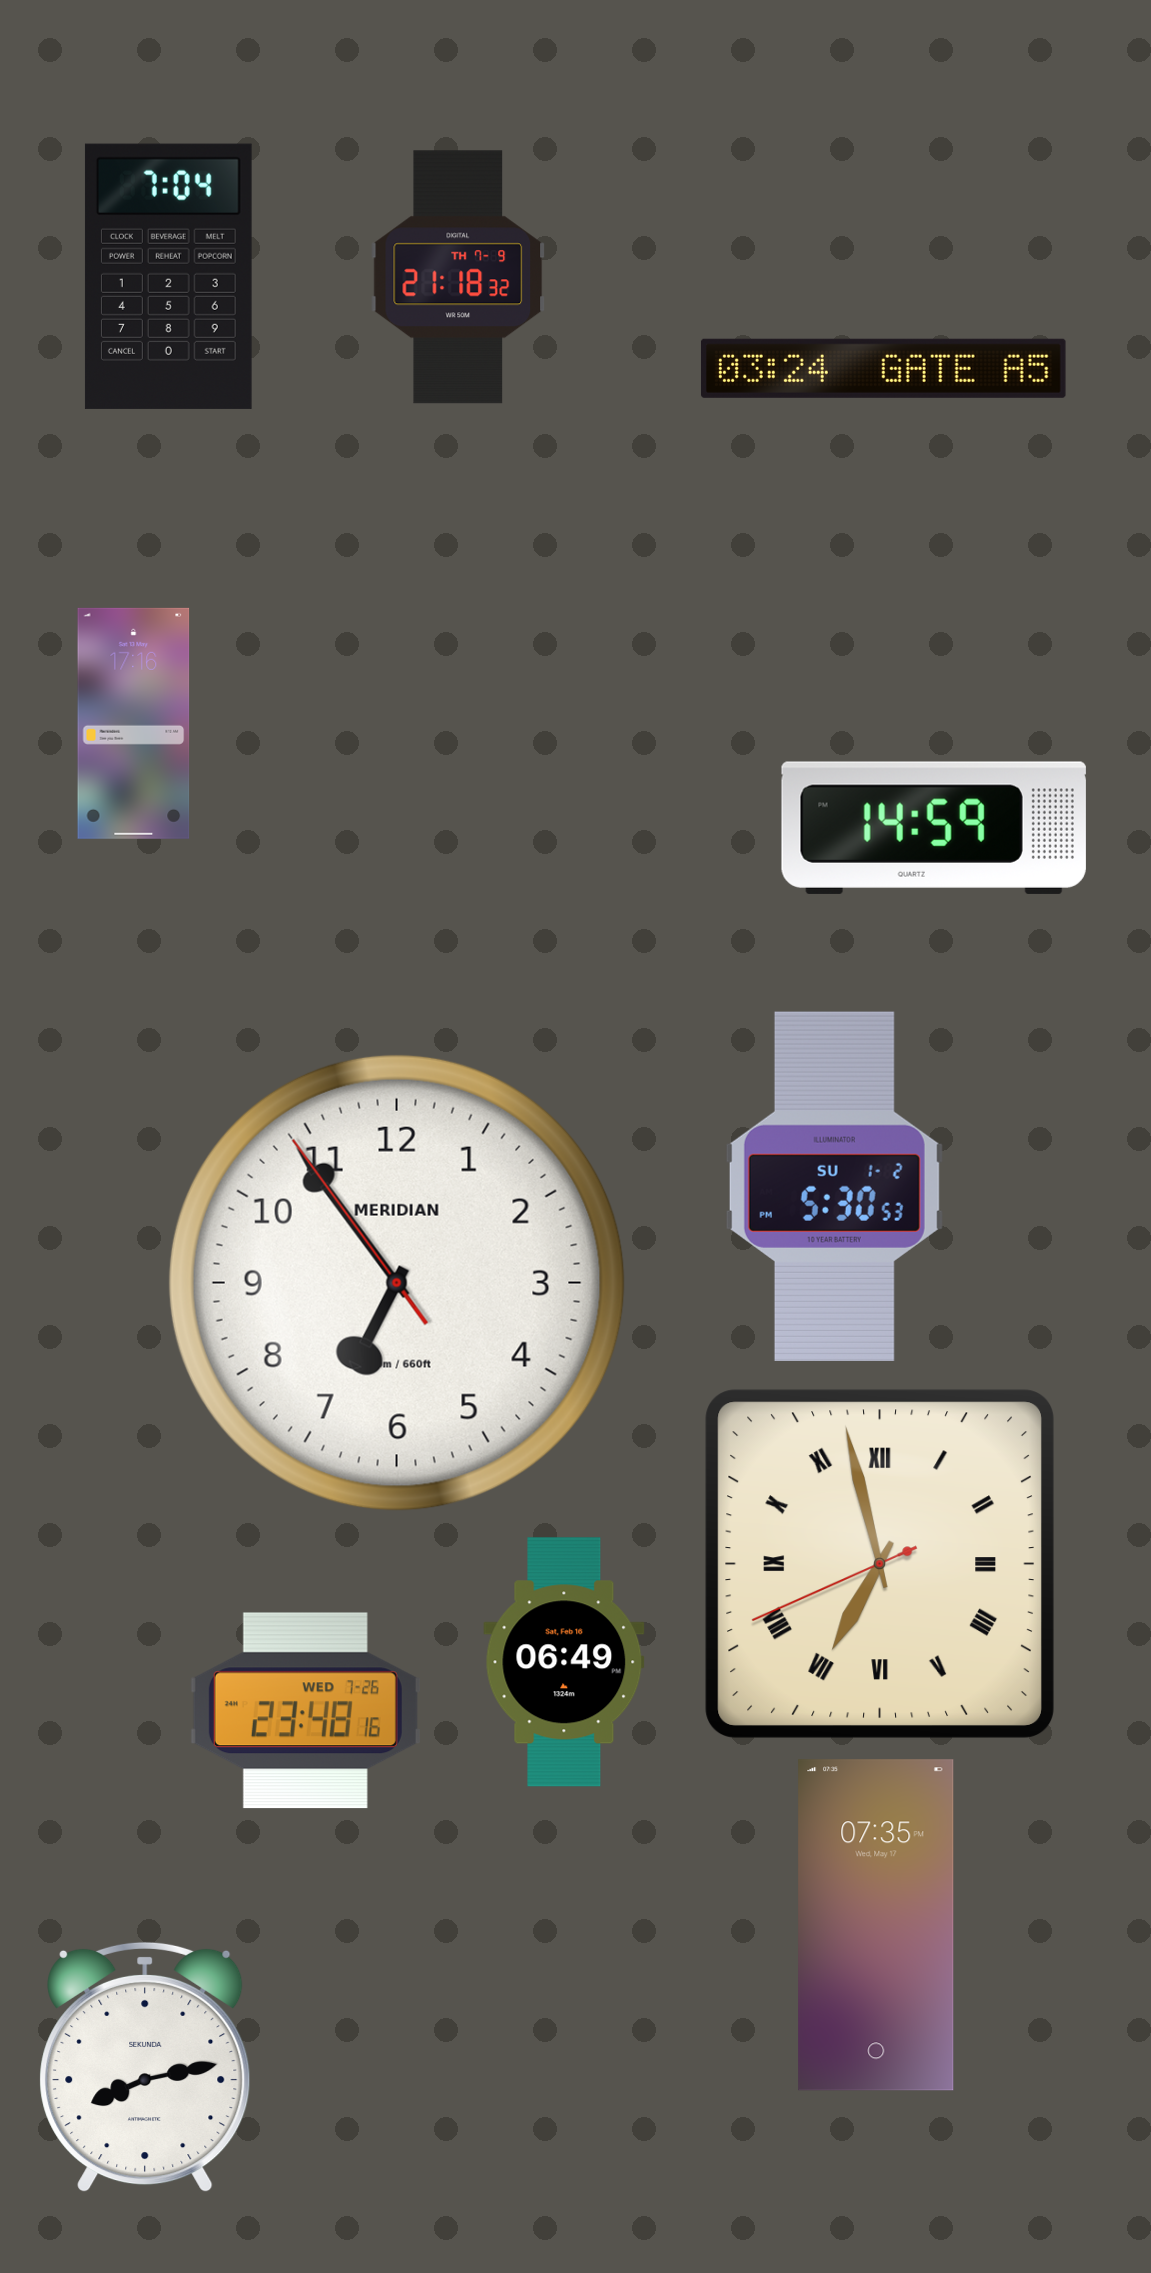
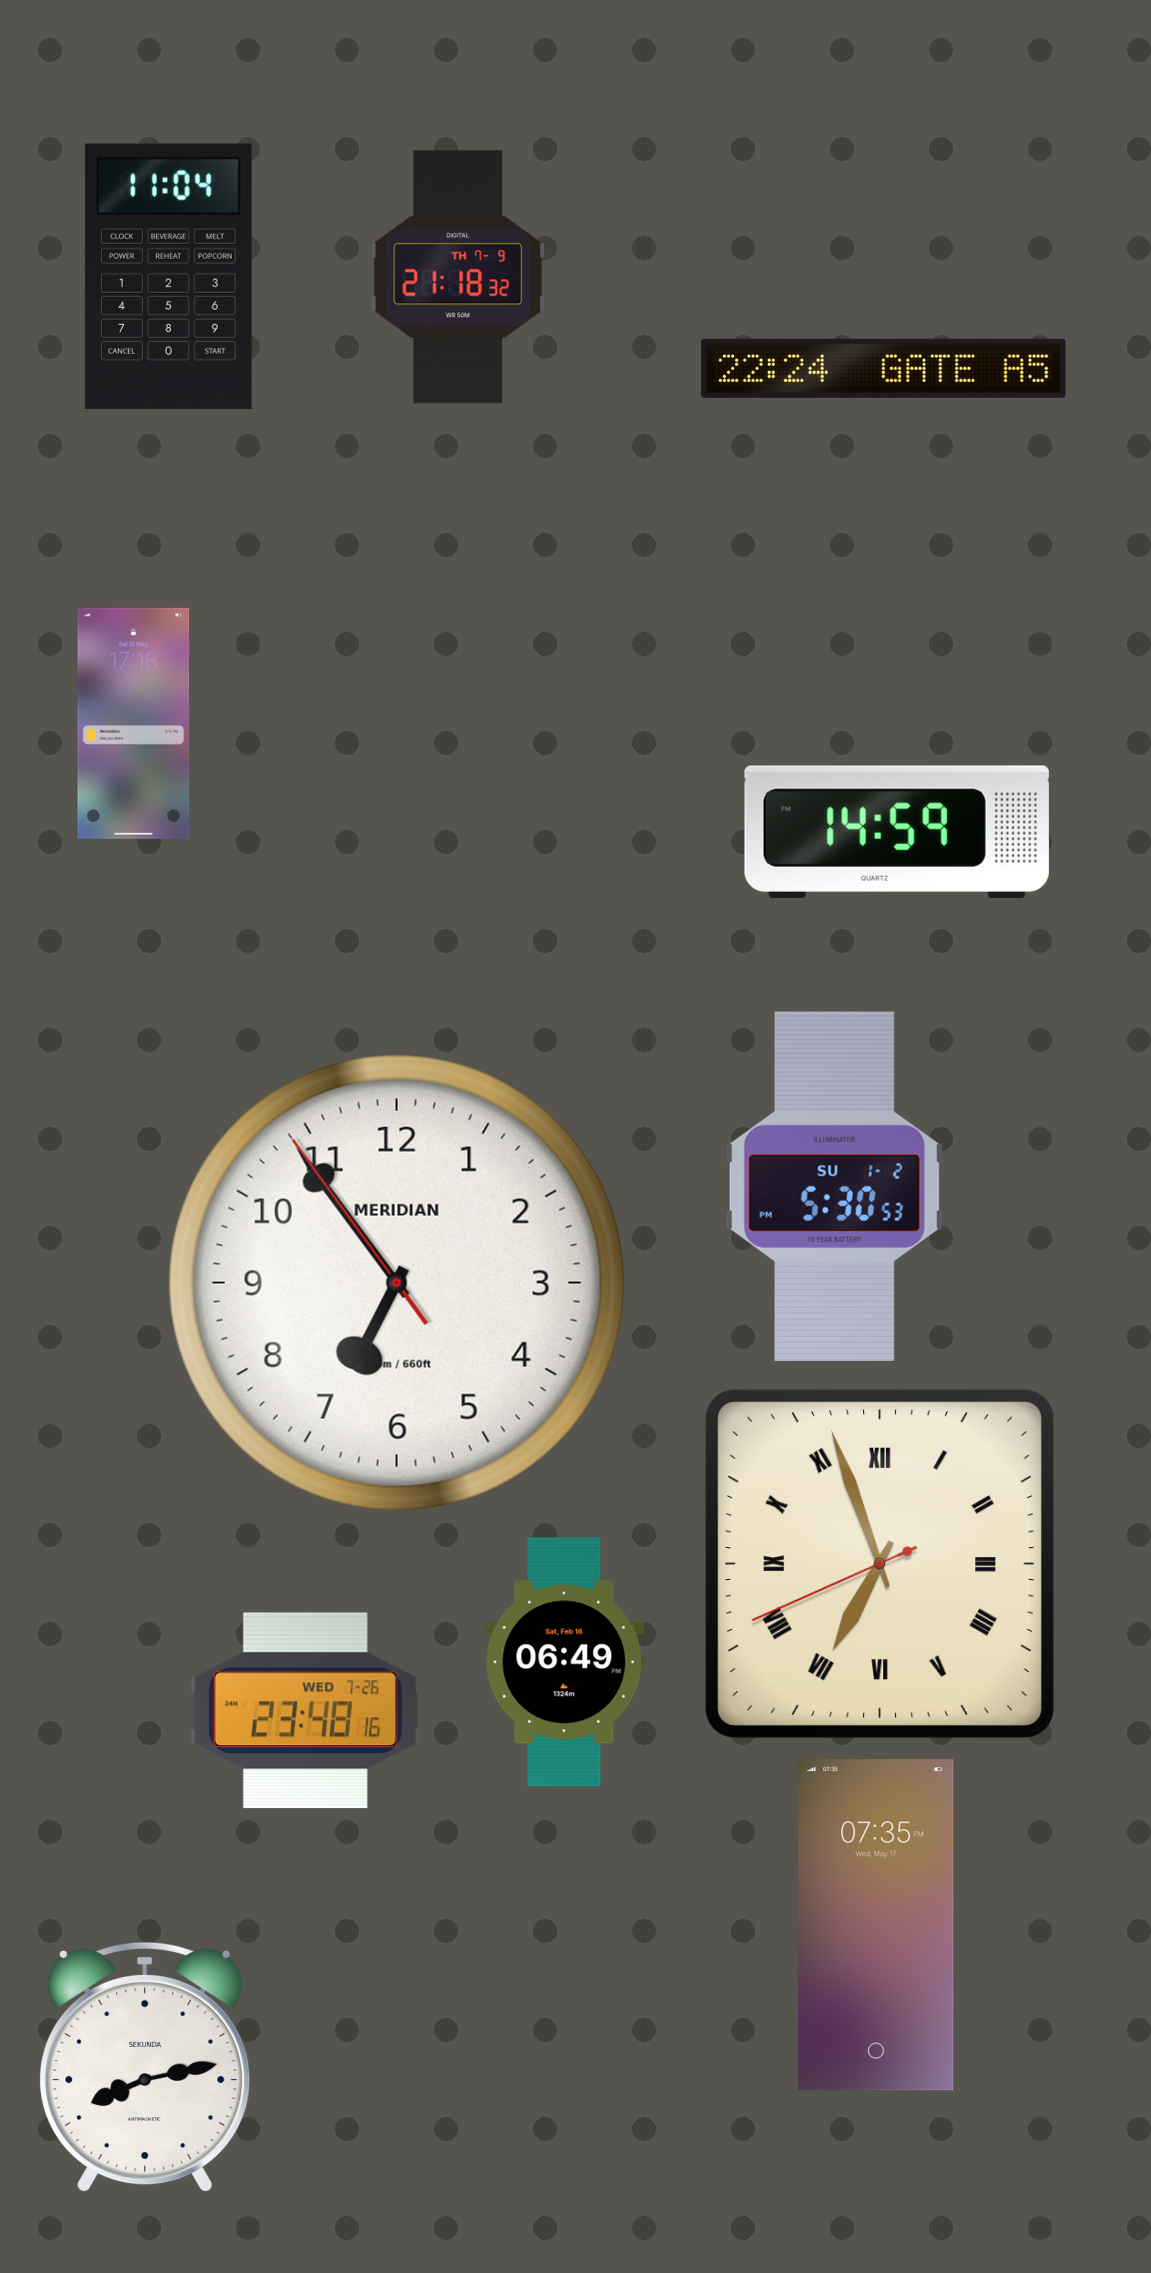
clock at (168, 276): 7:04 -> 11:04
clock at (883, 368): 03:24 -> 22:24
clock at (934, 828) position: (934, 828) -> (897, 832)
clock at (879, 1563): 6:57 -> 6:56
